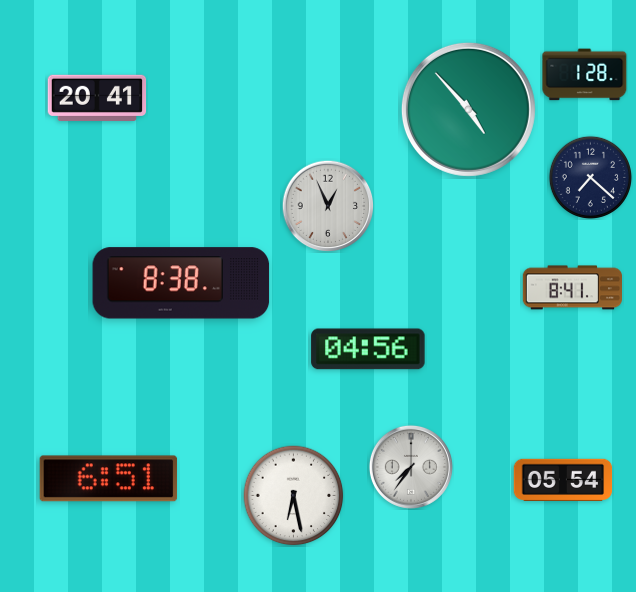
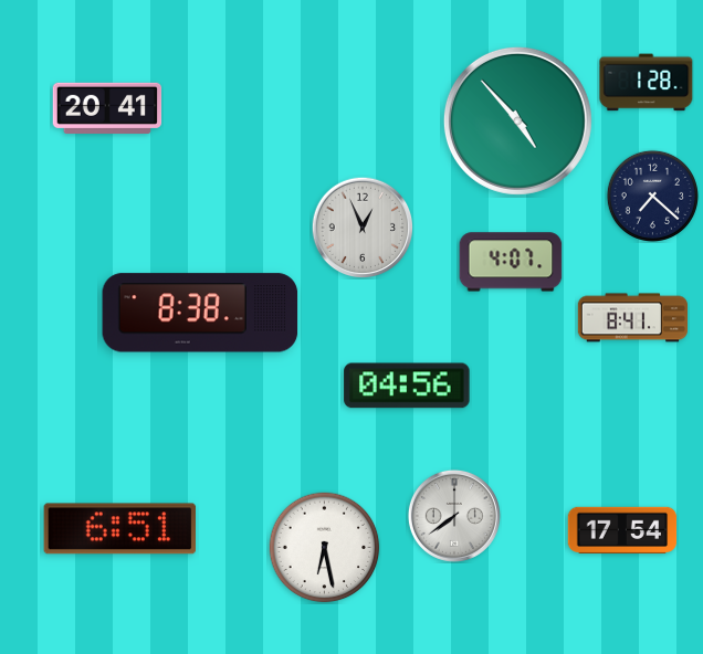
clock at (511, 262): none -> 4:07
clock at (411, 467): 7:36 -> 7:39
clock at (563, 479): 05:54 -> 17:54
